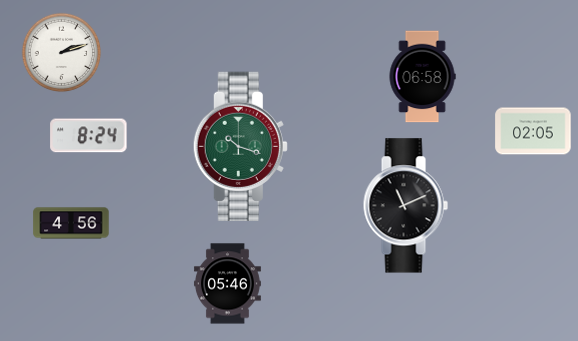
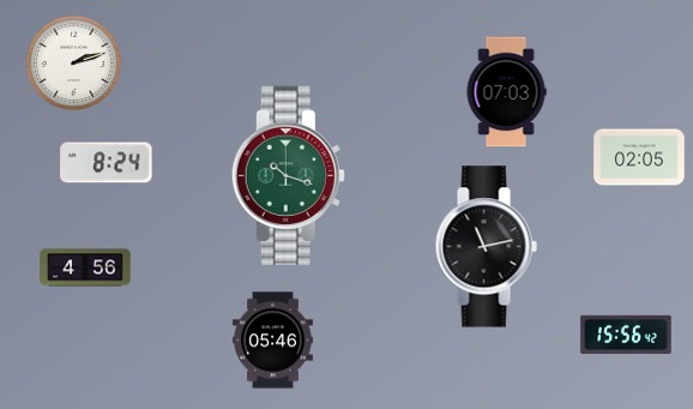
clock at (422, 77): 06:58 -> 07:03
clock at (405, 206): 11:11 -> 11:13
clock at (626, 335): none -> 15:56
